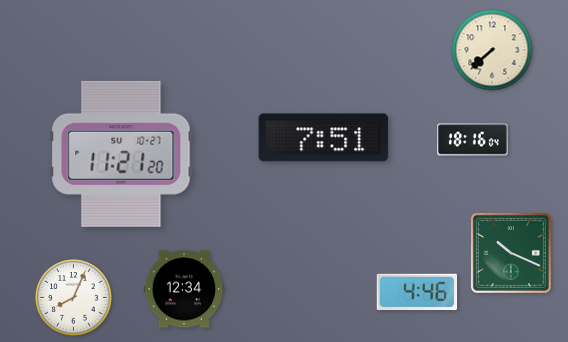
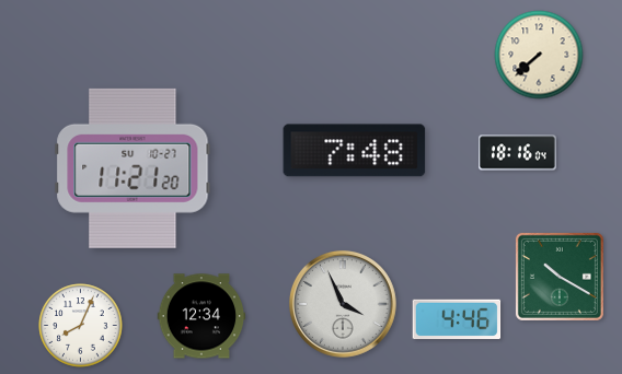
clock at (324, 138): 7:51 -> 7:48
clock at (511, 253): 10:19 -> 10:20
clock at (343, 304): none -> 3:56
